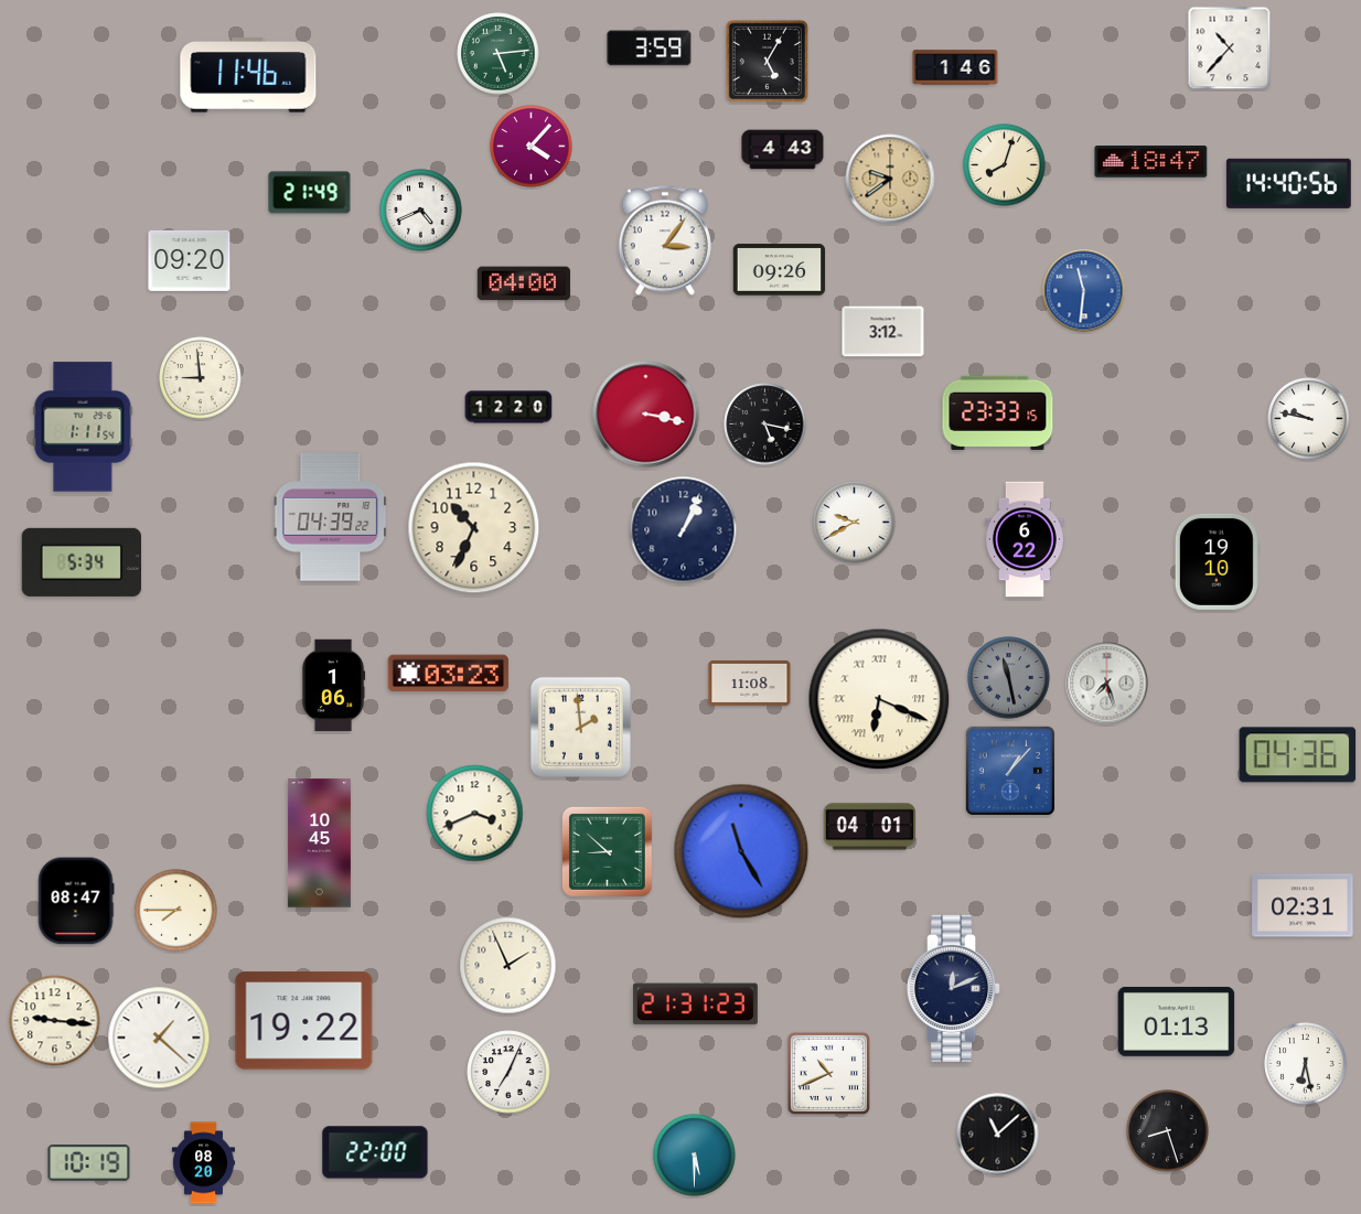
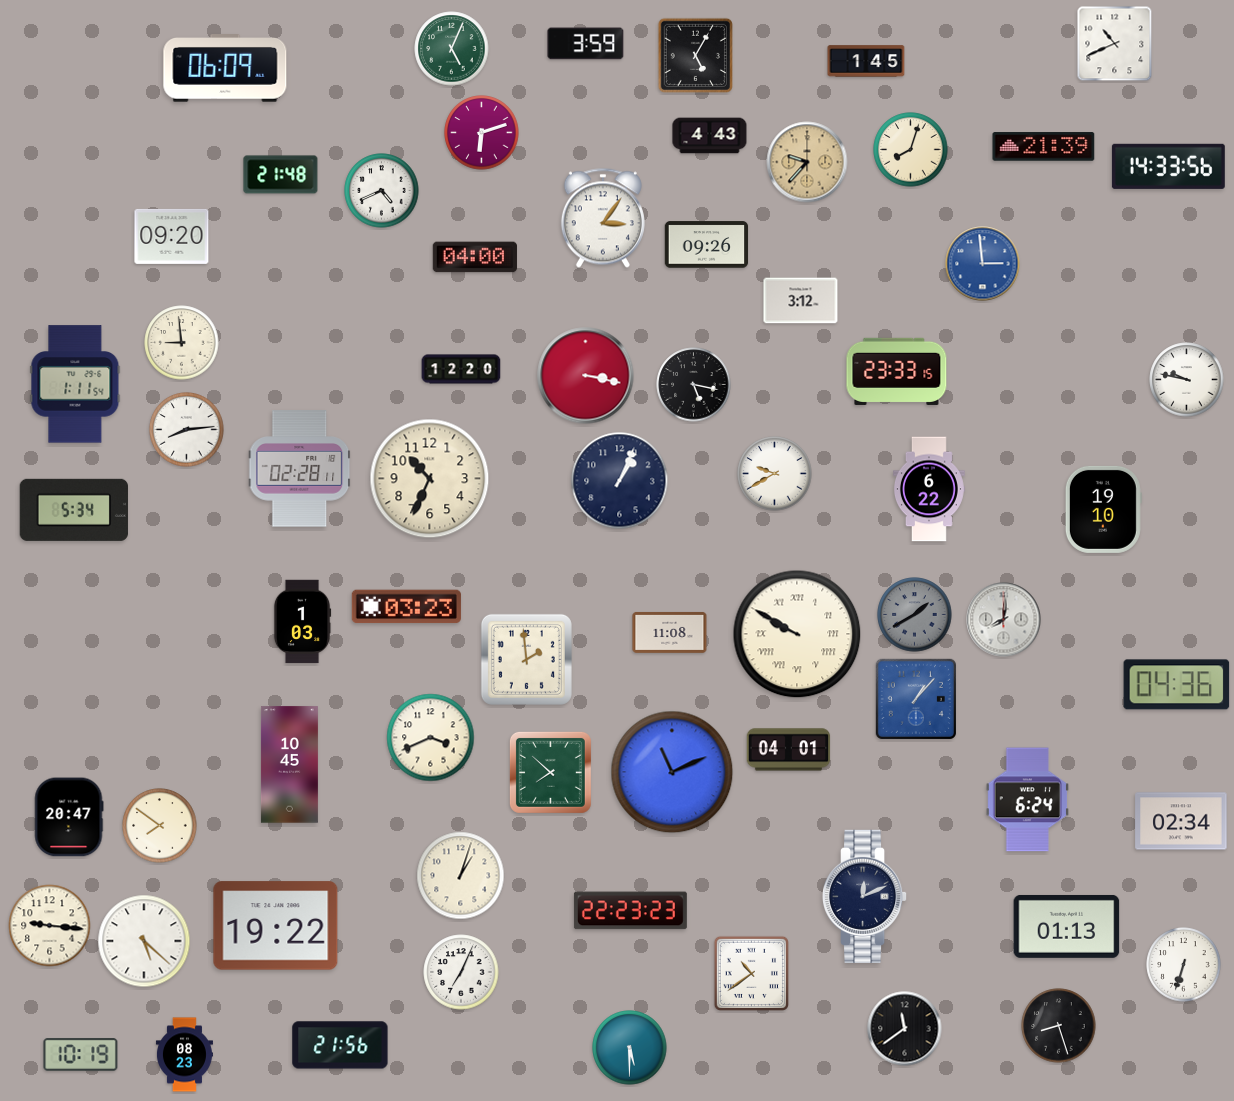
clock at (650, 49) position: (650, 49) -> (586, 44)
clock at (1230, 49): 10:37 -> 10:41
clock at (499, 54): 5:14 -> 5:04
clock at (955, 67): 1:46 -> 1:45
clock at (248, 75): 11:46 -> 06:09
clock at (532, 147): 4:07 -> 6:12
clock at (1151, 162): 18:47 -> 21:39
clock at (890, 179): 9:39 -> 9:37
clock at (1288, 183): 14:40 -> 14:33
clock at (310, 193): 21:49 -> 21:48
clock at (1084, 291): 11:31 -> 2:59
clock at (998, 412) position: (998, 412) -> (897, 371)
clock at (83, 427) position: (83, 427) -> (75, 384)
clock at (187, 430): none -> 8:14
clock at (331, 517): 04:39 -> 02:28
clock at (448, 674) position: (448, 674) -> (406, 607)
clock at (1009, 678): 11:28 -> 1:40
clock at (750, 683) position: (750, 683) -> (670, 632)
clock at (1107, 684): 7:27 -> 8:01
clock at (333, 686): 1:06 -> 1:03
clock at (879, 699): 6:19 -> 9:50
clock at (607, 851): 8:52 -> 7:52
clock at (741, 851): 11:25 -> 11:11
clock at (1027, 800): none -> 6:24
clock at (76, 901): 08:47 -> 20:47
clock at (1303, 905): 02:31 -> 02:34
clock at (176, 911): 7:45 -> 7:51
clock at (508, 966): 1:56 -> 1:03
clock at (695, 1004): 21:31 -> 22:23
clock at (159, 1038): 1:22 -> 5:22
clock at (1306, 1064): 6:28 -> 6:33
clock at (828, 1073): 10:41 -> 10:39
clock at (998, 1135): 11:08 -> 11:39
clock at (375, 1152): 22:00 -> 21:56
clock at (203, 1163): 08:20 -> 08:23
